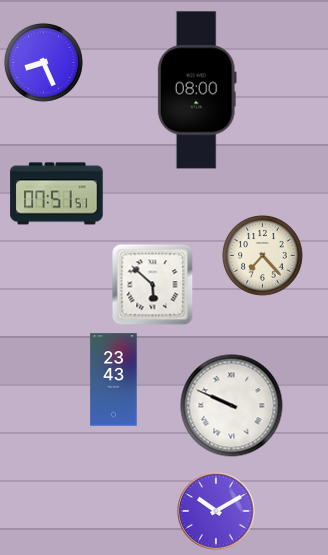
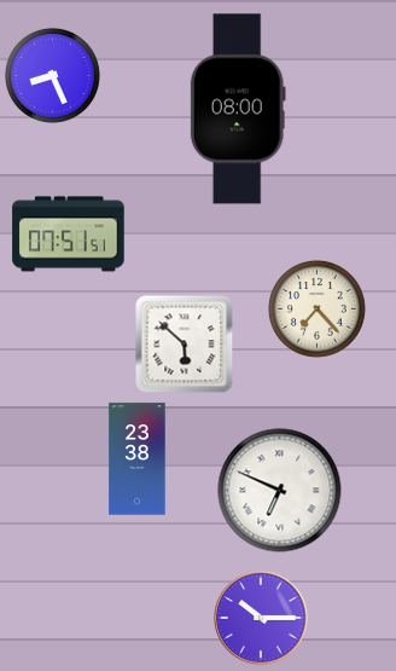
clock at (114, 380): 23:43 -> 23:38
clock at (232, 406): 9:49 -> 6:49
clock at (216, 511): 10:10 -> 10:15
